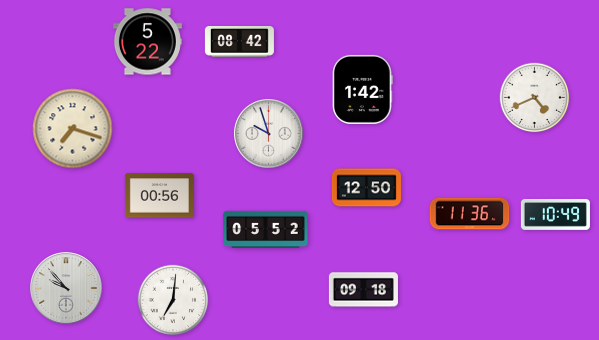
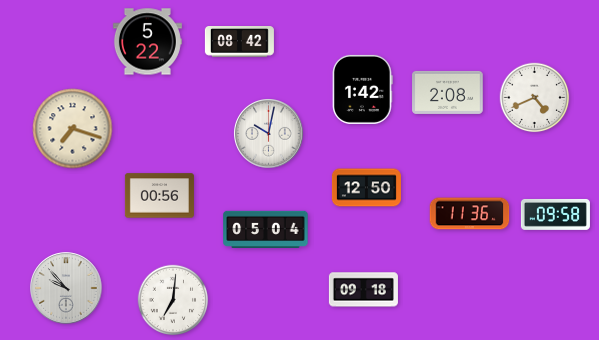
clock at (448, 92): none -> 2:08
clock at (269, 134): 9:57 -> 10:02
clock at (555, 214): 10:49 -> 09:58
clock at (266, 229): 05:52 -> 05:04
